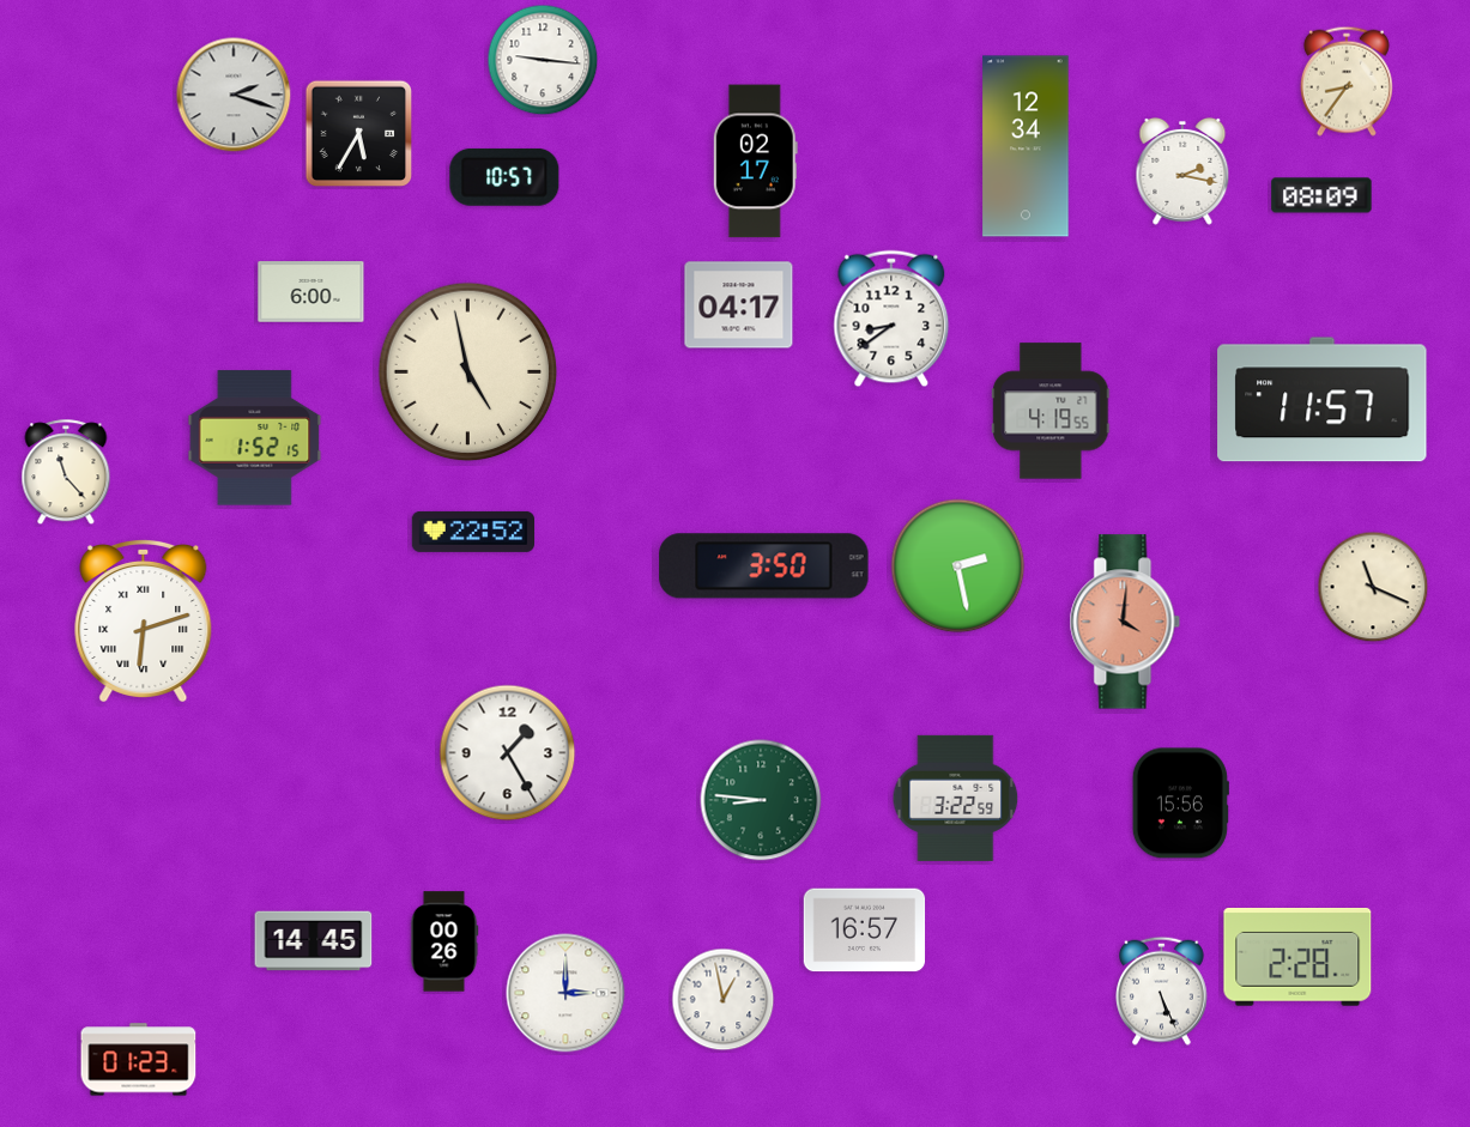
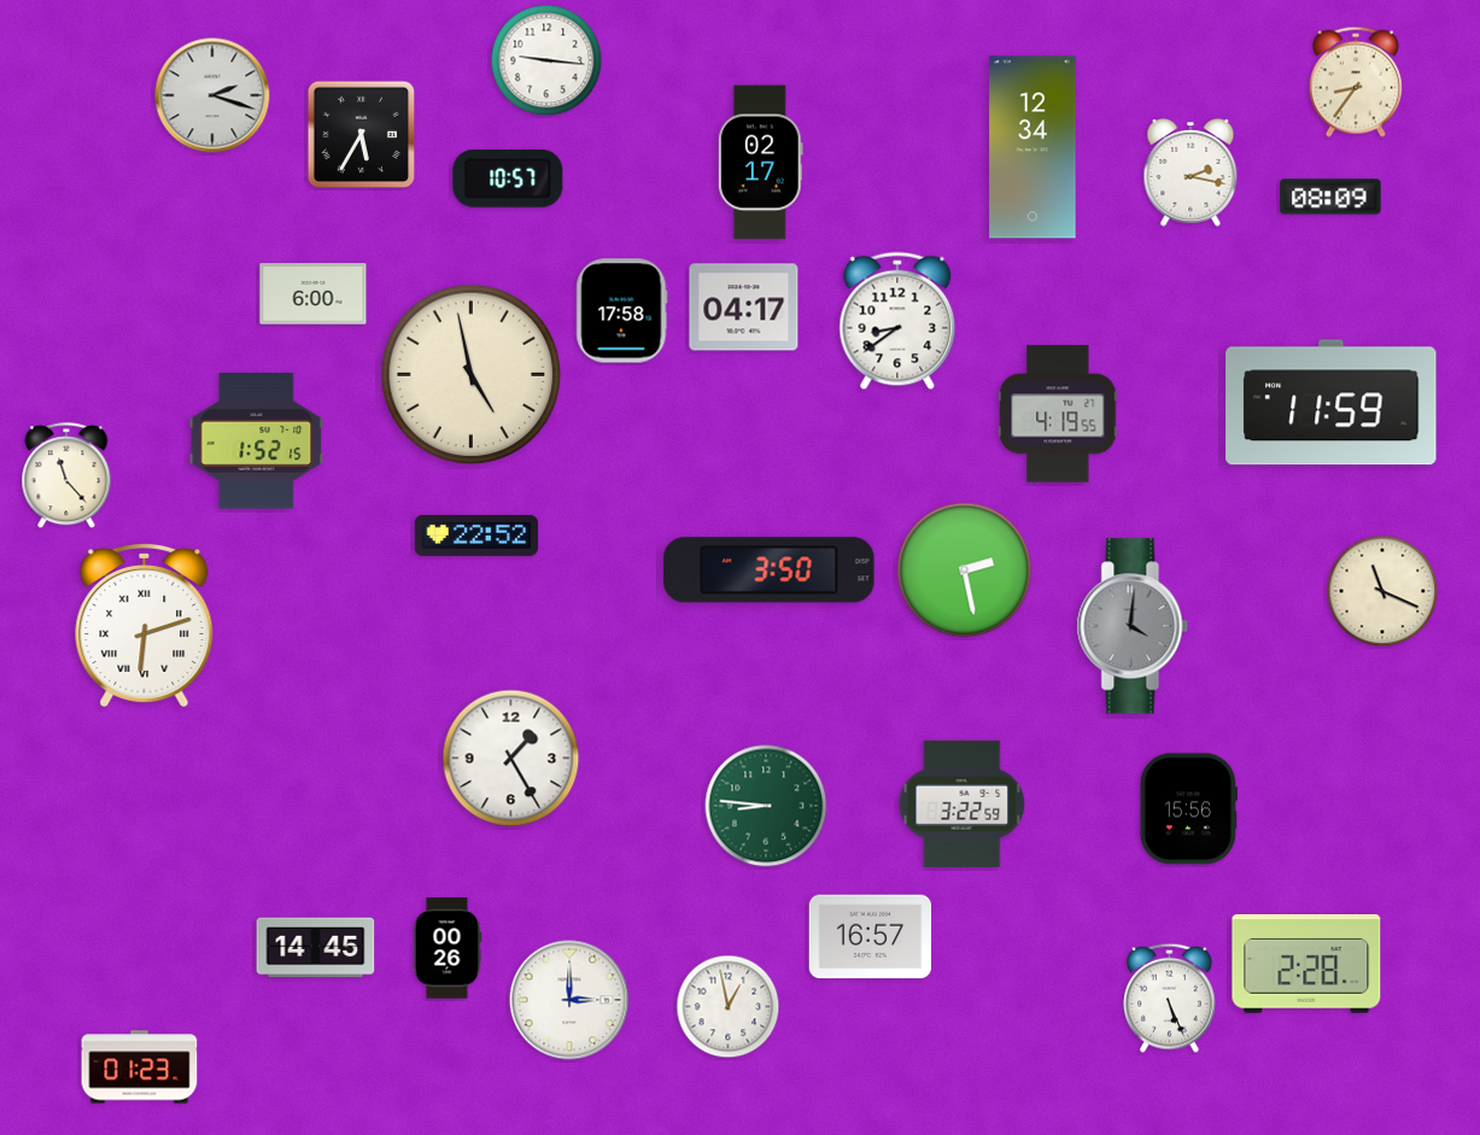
clock at (234, 95) position: (234, 95) -> (212, 95)
clock at (622, 311): none -> 17:58
clock at (1323, 400): 11:57 -> 11:59
clock at (1125, 622) dial: salmon -> grey
